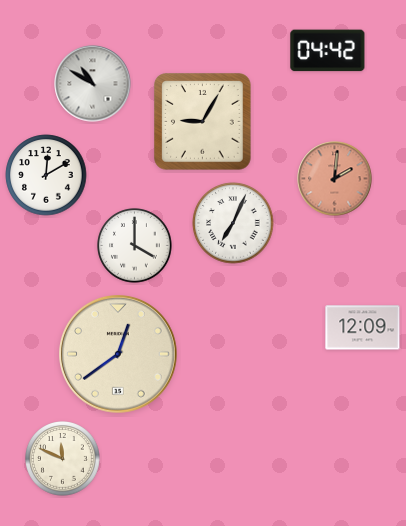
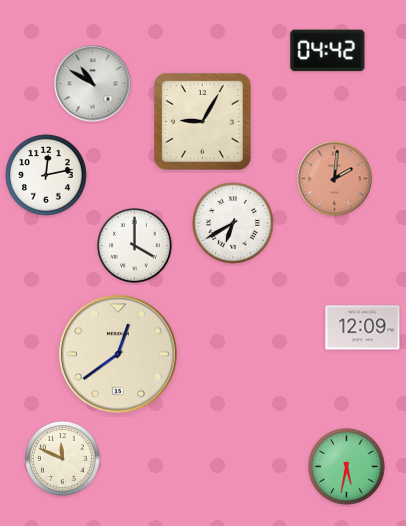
clock at (46, 175): 12:10 -> 12:13
clock at (233, 223): 7:04 -> 6:40
clock at (347, 467): none -> 5:32
